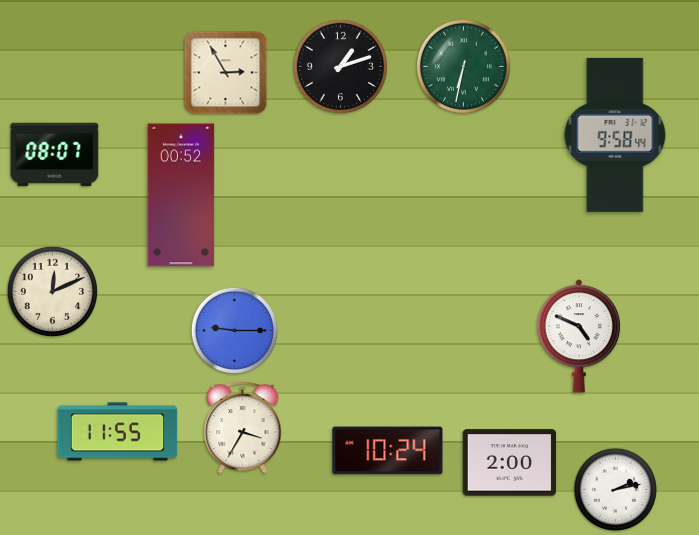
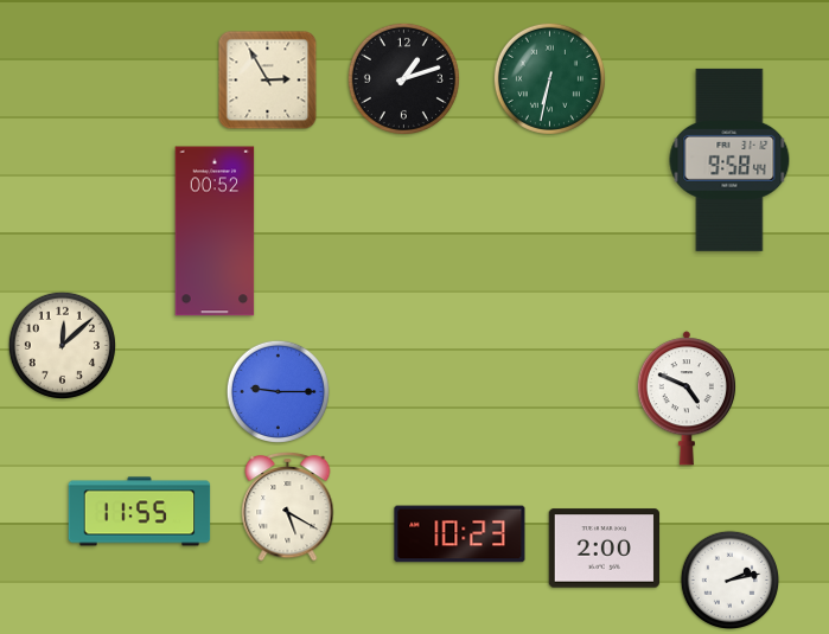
clock at (226, 73) position: (226, 73) -> (268, 81)
clock at (55, 155): 08:07 -> none
clock at (52, 291): 12:11 -> 12:08
clock at (243, 427): 3:35 -> 5:20
clock at (388, 451): 10:24 -> 10:23
